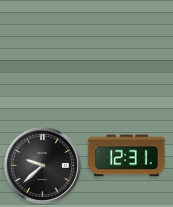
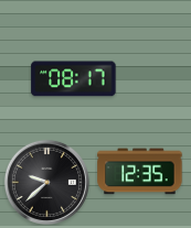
clock at (74, 79): none -> 08:17
clock at (127, 156): 12:31 -> 12:35
